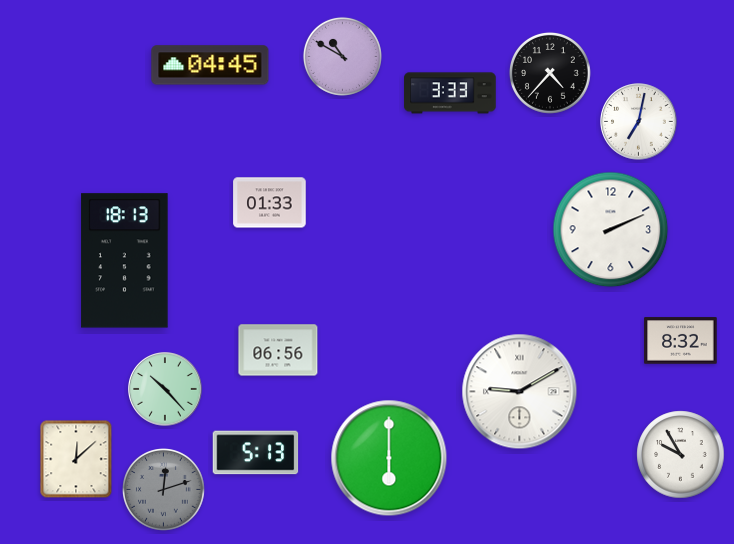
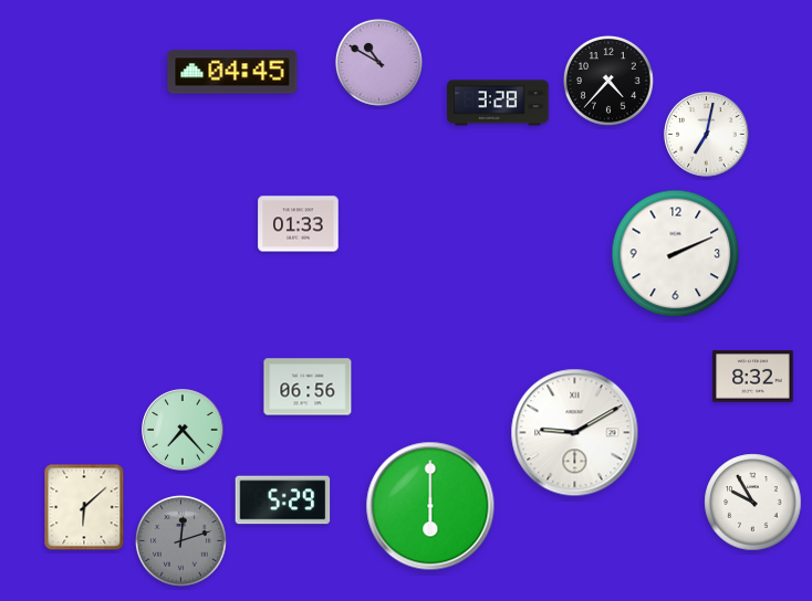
clock at (450, 93): 3:33 -> 3:28
clock at (125, 261): 18:13 -> none
clock at (165, 389): 10:23 -> 7:23
clock at (256, 453): 5:13 -> 5:29
clock at (76, 459): 12:08 -> 6:08
